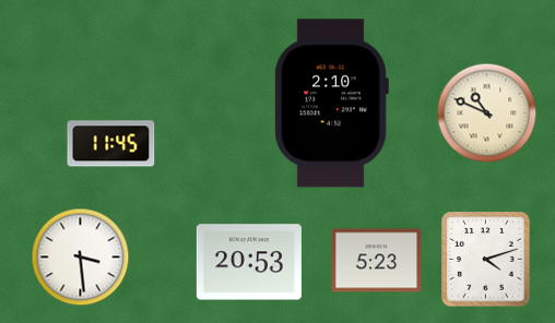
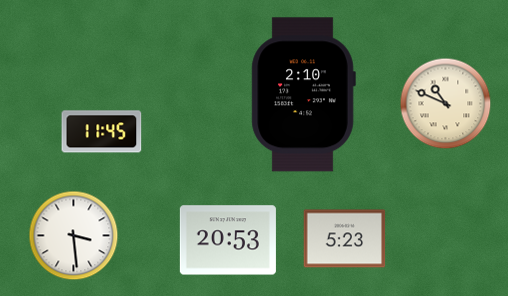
clock at (486, 260): 4:12 -> none
